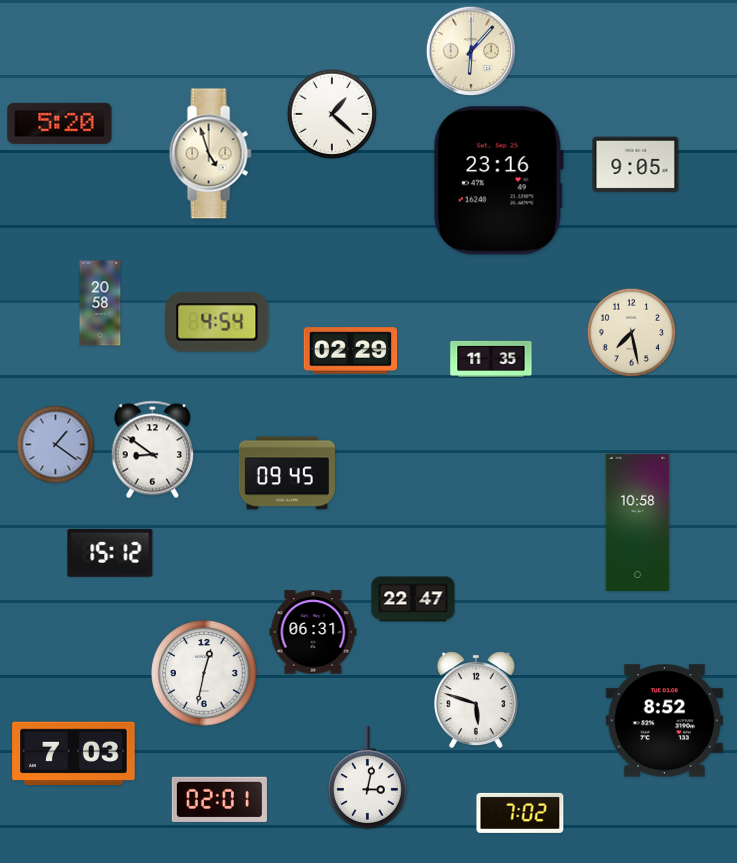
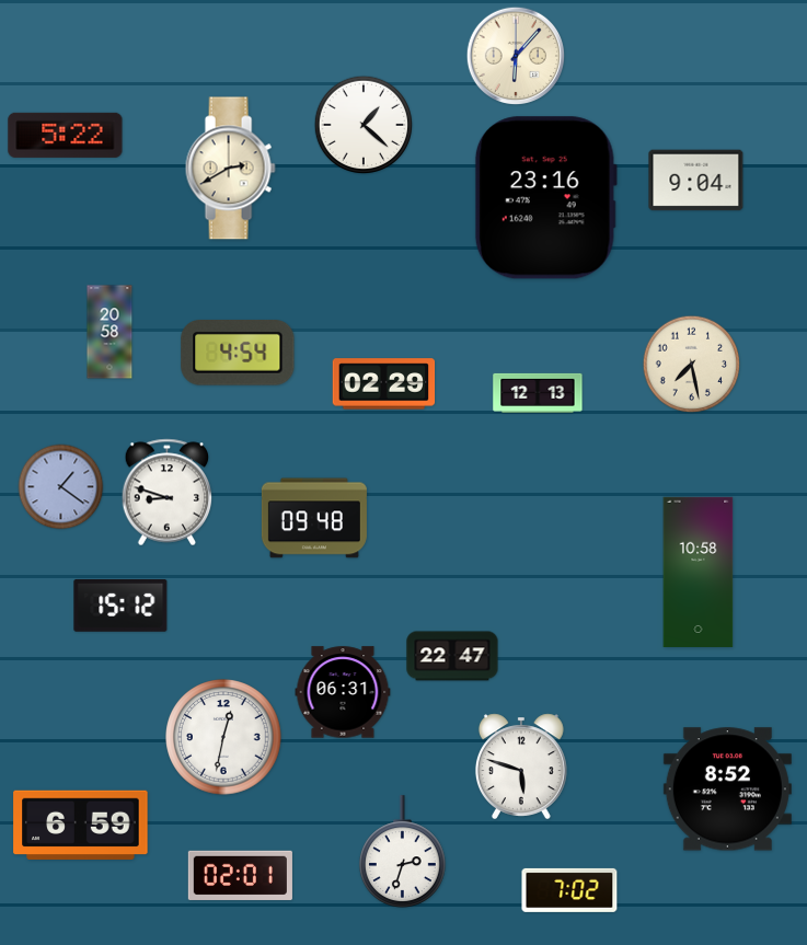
clock at (60, 123): 5:20 -> 5:22
clock at (210, 154): 4:57 -> 2:40
clock at (636, 165): 9:05 -> 9:04
clock at (491, 359): 11:35 -> 12:13
clock at (153, 450): 8:51 -> 8:48
clock at (287, 473): 09:45 -> 09:48
clock at (74, 754): 7:03 -> 6:59
clock at (367, 777): 3:02 -> 2:33
